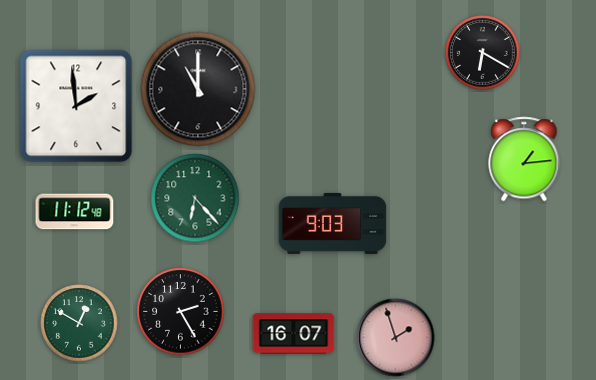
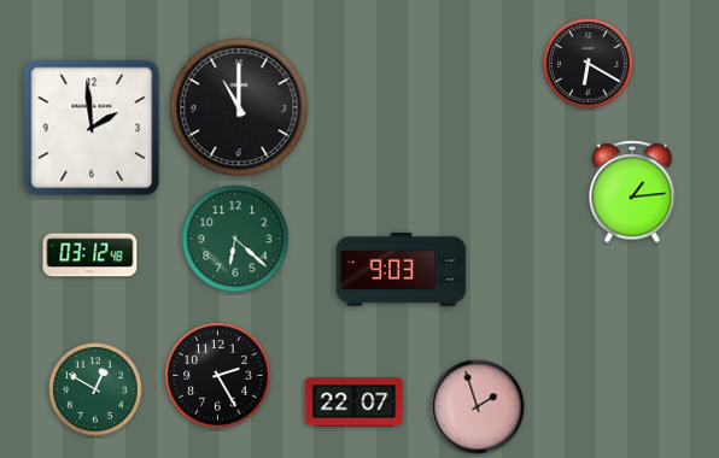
clock at (483, 53) position: (483, 53) -> (589, 64)
clock at (195, 198): 6:23 -> 6:22
clock at (75, 212): 11:12 -> 03:12
clock at (294, 334): 16:07 -> 22:07
